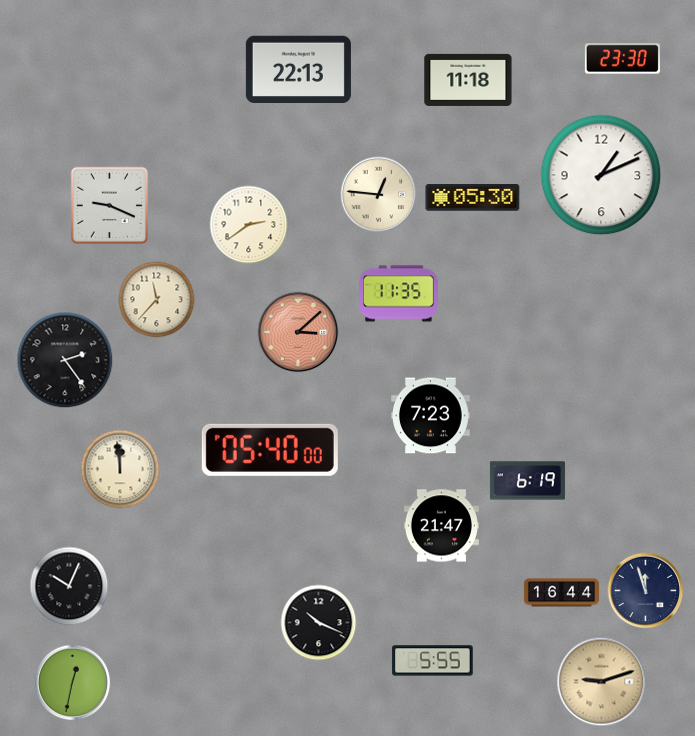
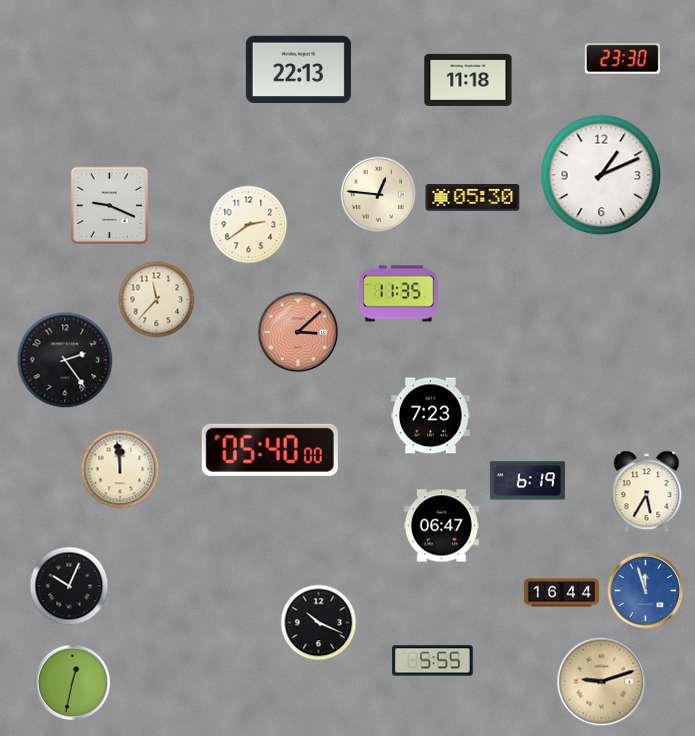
clock at (647, 492): none -> 5:35
clock at (441, 526): 21:47 -> 06:47
clock at (646, 591) dial: navy -> blue
